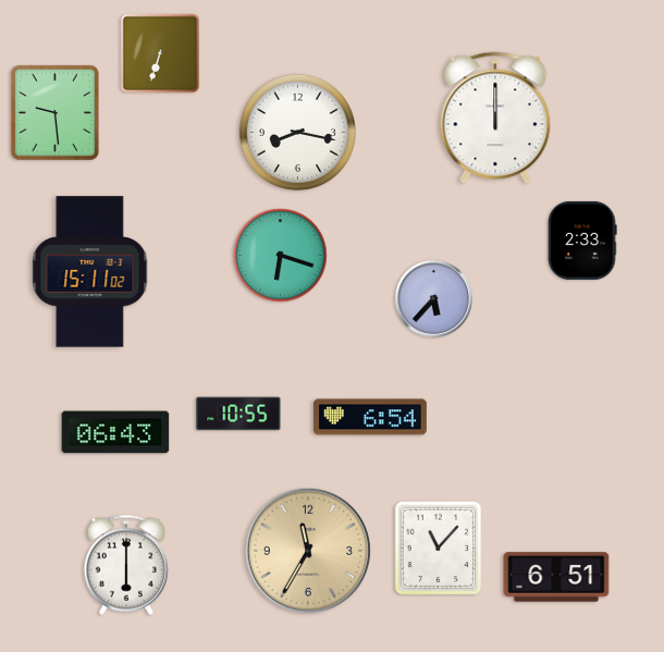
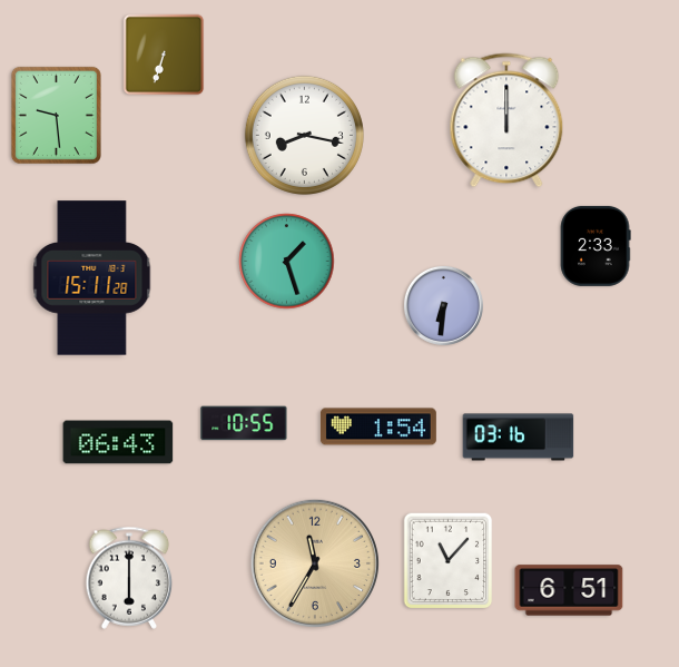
clock at (281, 256): 6:18 -> 1:27
clock at (90, 272): 15:11:02 -> 15:11:28
clock at (433, 298): 5:37 -> 6:31
clock at (370, 417): 6:54 -> 1:54
clock at (519, 438): none -> 03:16
